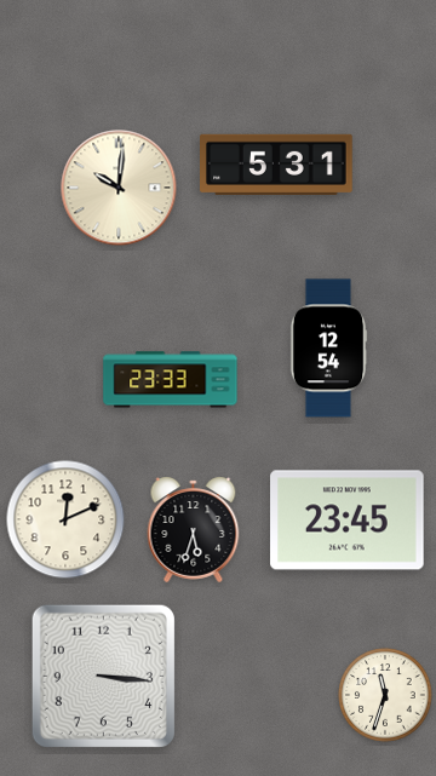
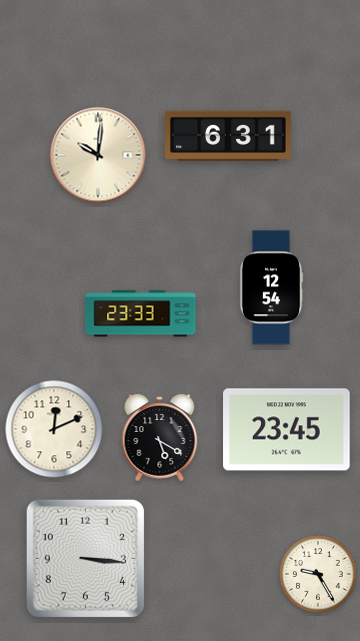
clock at (277, 165): 5:31 -> 6:31
clock at (194, 529): 5:33 -> 5:20
clock at (385, 695): 11:33 -> 9:25
